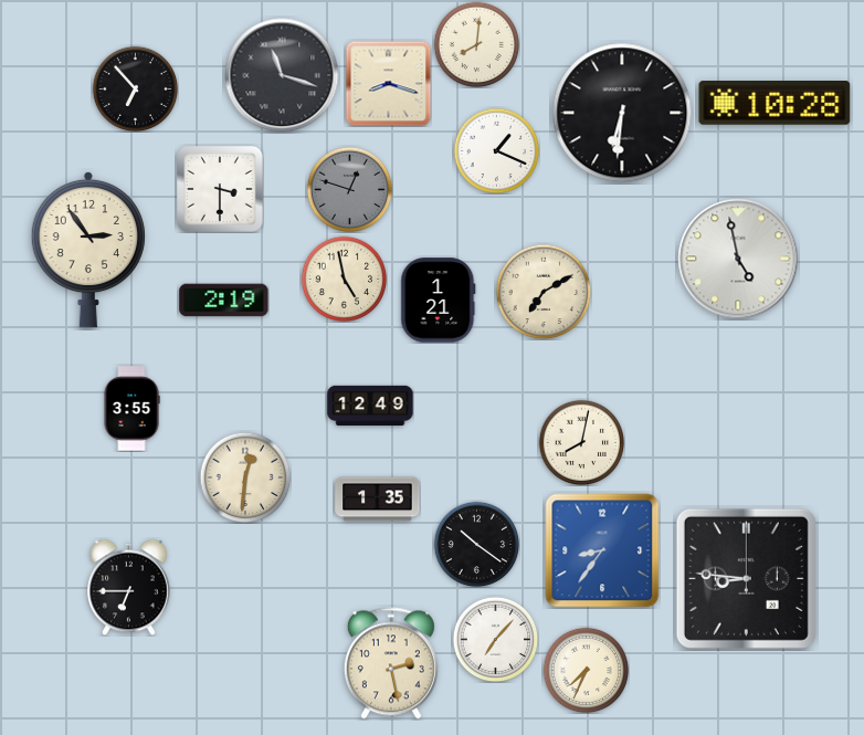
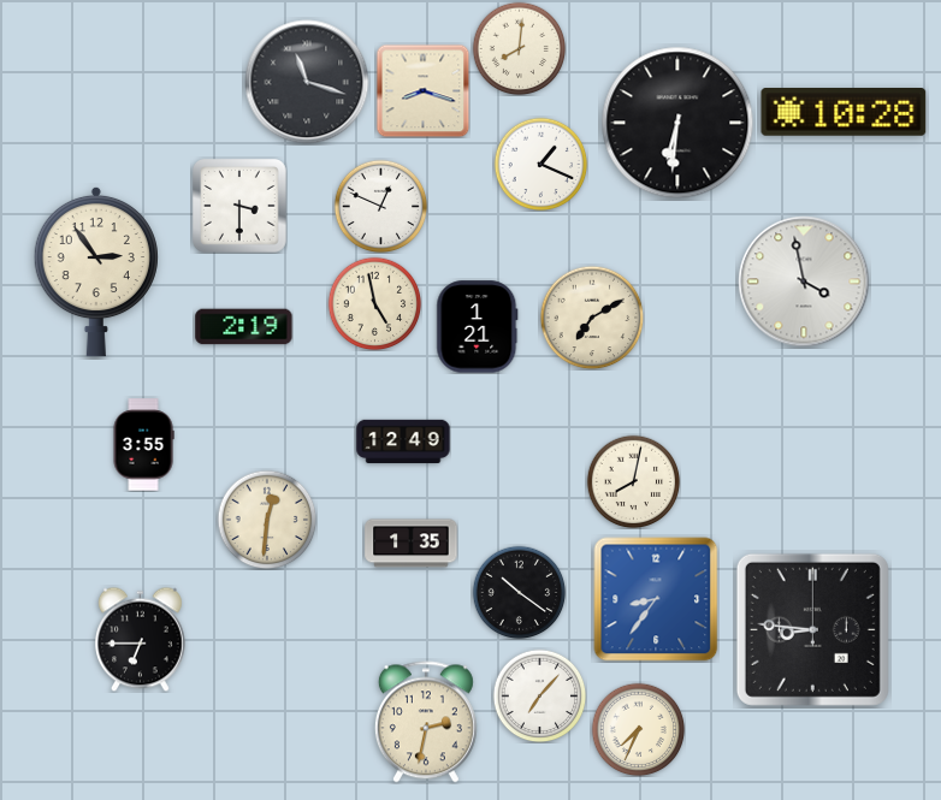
clock at (135, 88): 6:53 -> none
clock at (349, 189): 12:48 -> 12:49
clock at (349, 189) dial: grey -> white
clock at (738, 259): 4:58 -> 3:58
clock at (391, 663): 2:28 -> 2:32
